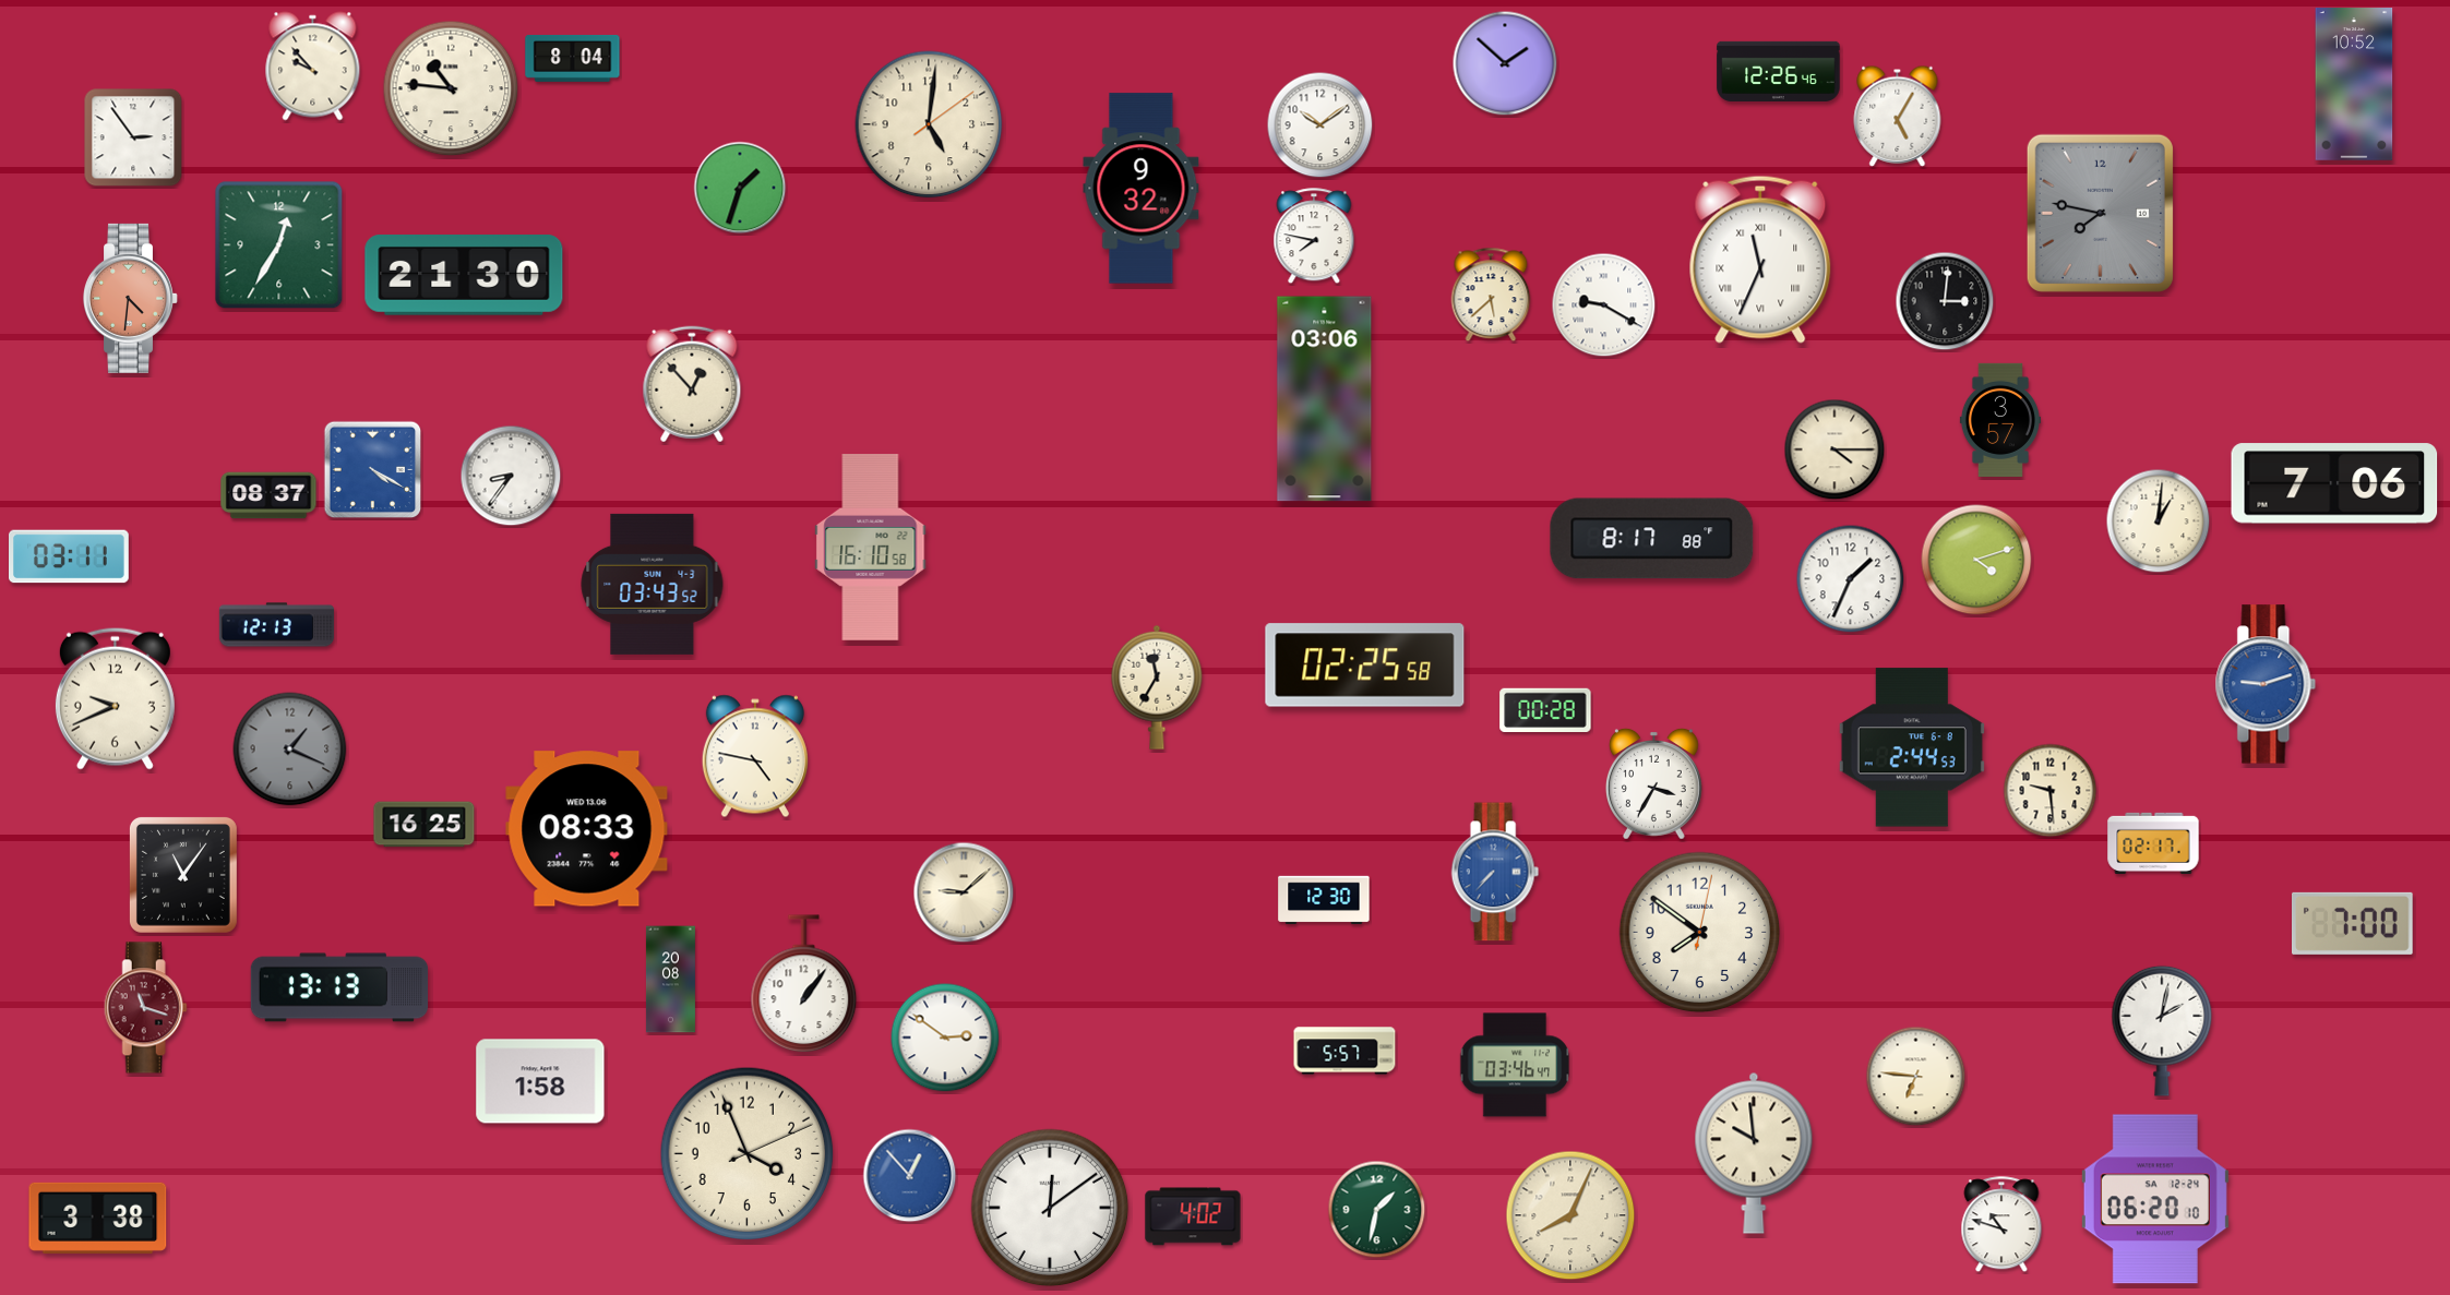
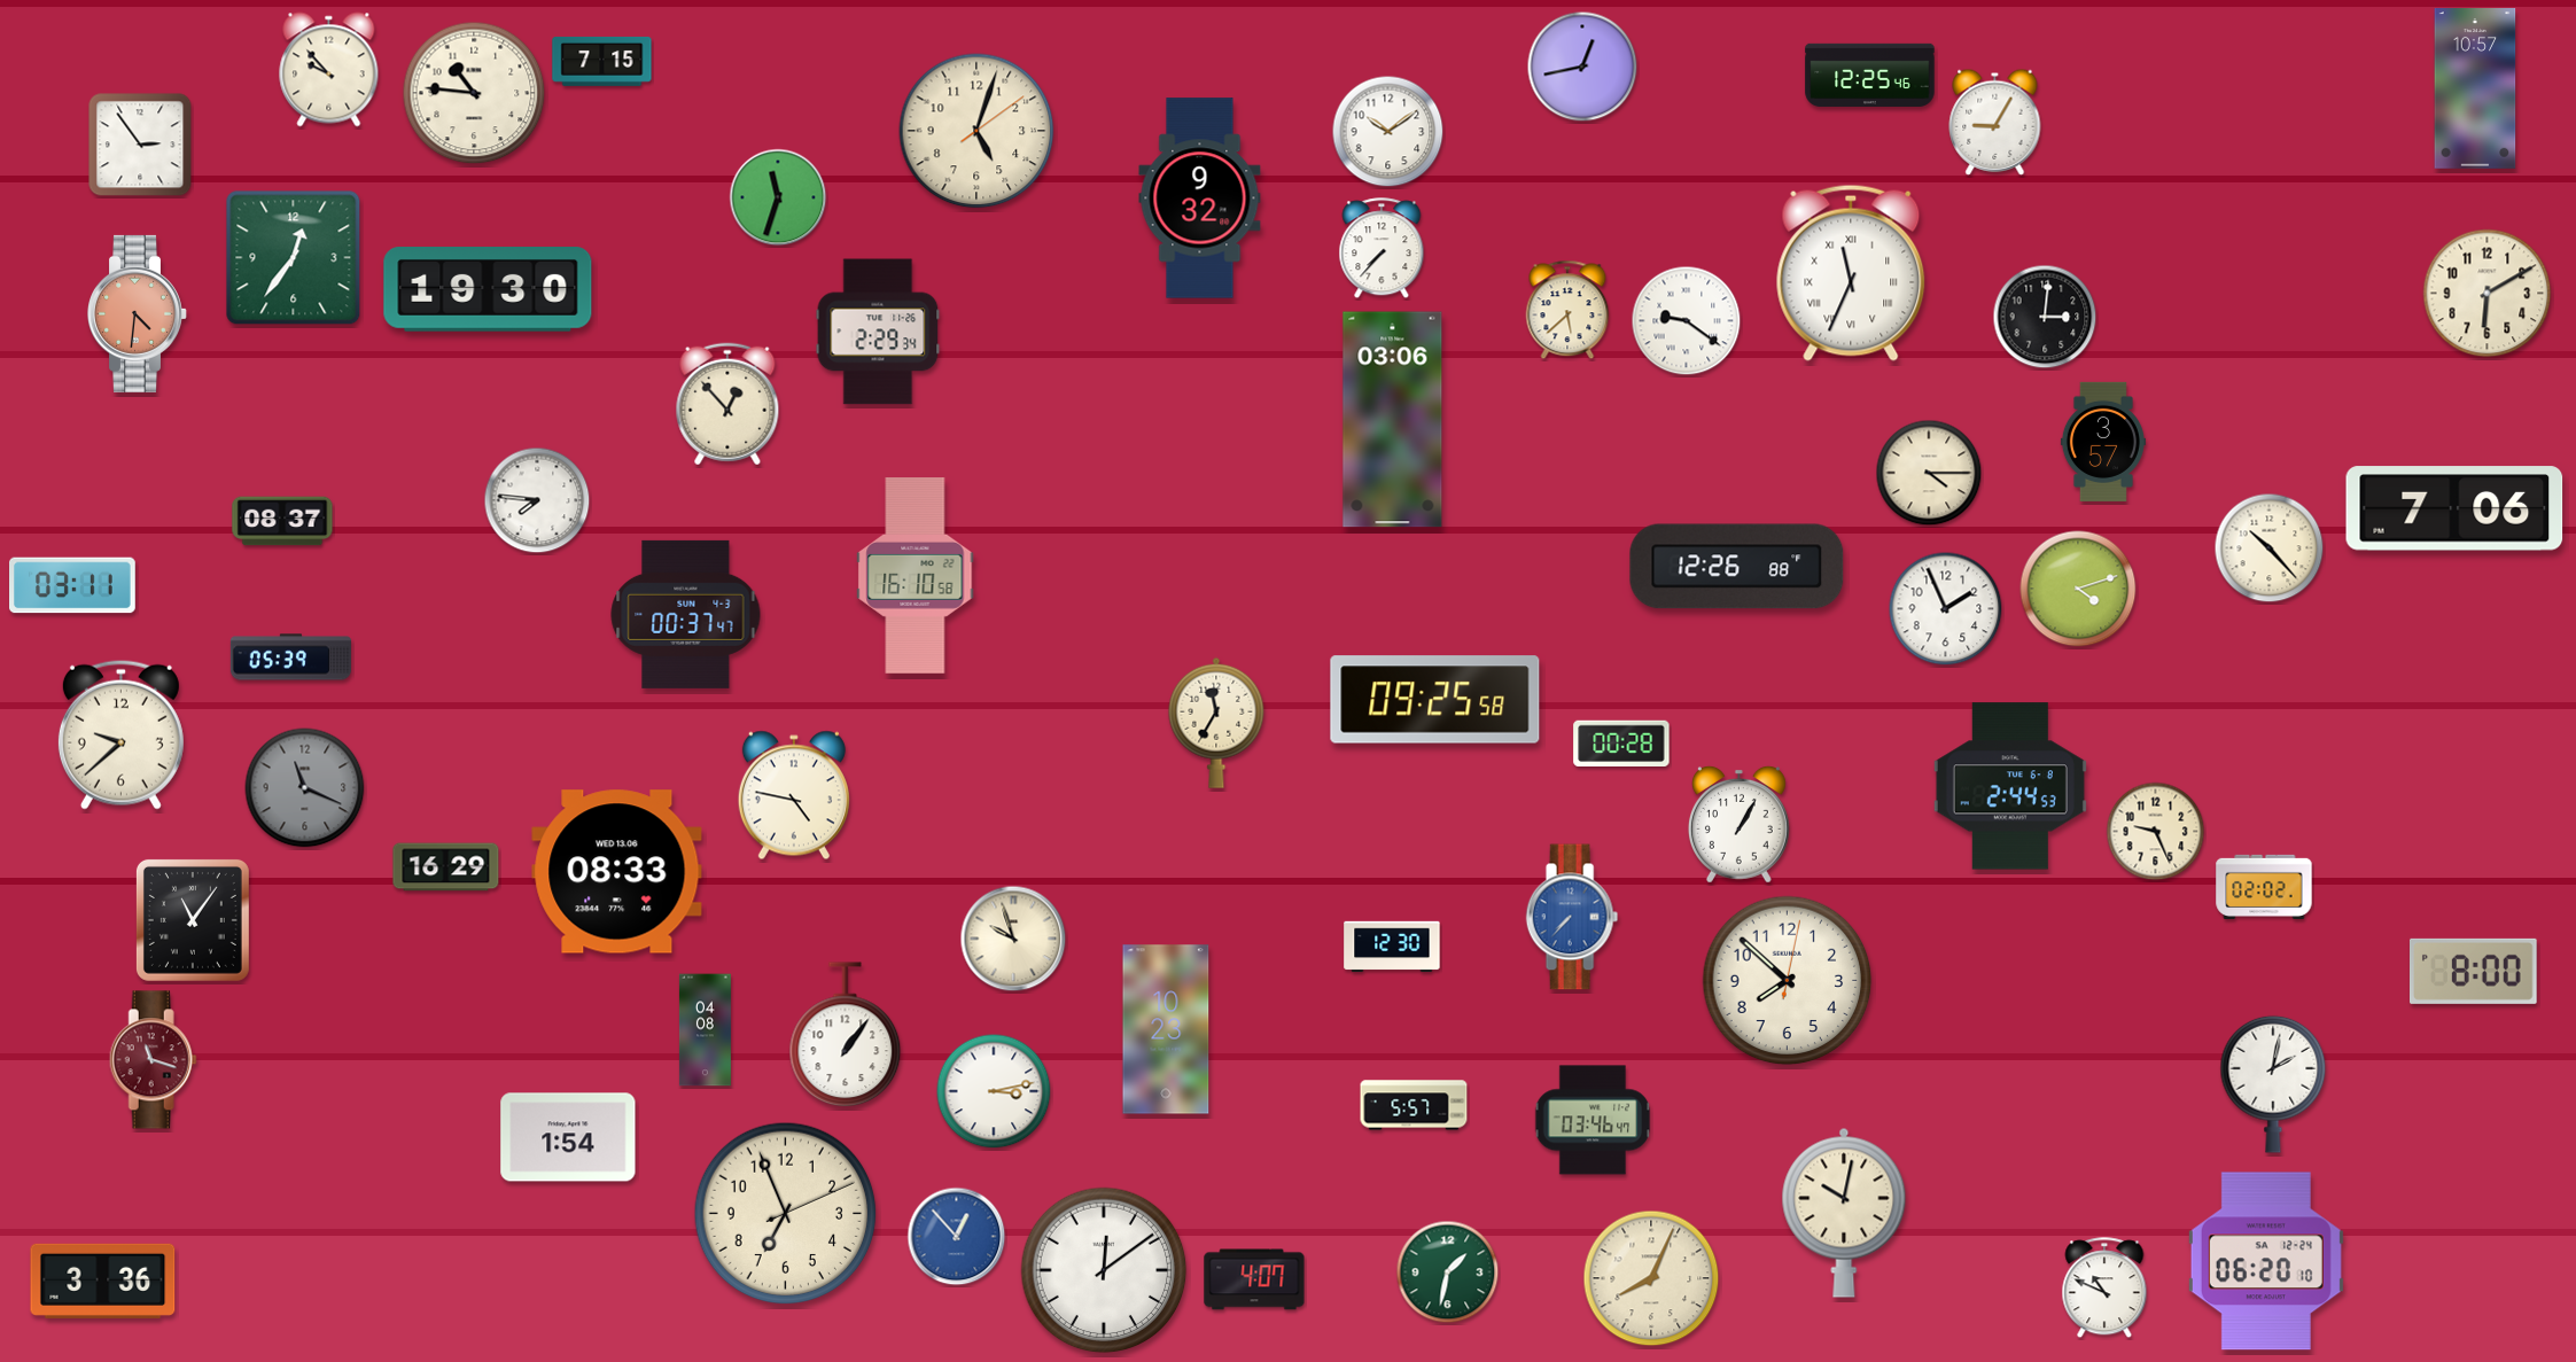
clock at (573, 58): 8:04 -> 7:15
clock at (1505, 63): 1:52 -> 12:43
clock at (1779, 71): 12:26 -> 12:25
clock at (2354, 85): 10:52 -> 10:57
clock at (1898, 116): 5:05 -> 9:05
clock at (929, 124): 5:01 -> 5:03
clock at (740, 188): 1:33 -> 11:33
clock at (2100, 213): 7:47 -> none
clock at (1314, 237): 7:47 -> 7:37
clock at (279, 245): 12:35 -> 12:36
clock at (464, 276): 21:30 -> 19:30
clock at (2488, 294): none -> 6:10
clock at (1604, 305): 9:20 -> 9:21
clock at (878, 332): none -> 2:29
clock at (373, 470): 4:20 -> none
clock at (511, 476): 8:36 -> 7:46
clock at (2159, 521): 1:01 -> 10:23
clock at (1652, 539): 8:17 -> 12:26
clock at (1851, 579): 1:34 -> 1:56
clock at (653, 584): 03:43 -> 00:37
clock at (276, 625): 12:13 -> 05:39
clock at (1365, 666): 02:25 -> 09:25
clock at (2266, 684): 9:12 -> none
clock at (115, 698): 9:41 -> 9:38
clock at (1545, 709) position: (1545, 709) -> (1621, 742)
clock at (290, 750): 1:19 -> 11:19
clock at (1653, 783): 3:35 -> 1:05
clock at (2051, 791): 9:29 -> 9:26
clock at (425, 825): 16:25 -> 16:29
clock at (2153, 842): 02:17 -> 02:02
clock at (964, 892): 9:08 -> 9:57
clock at (2353, 923): 7:00 -> 8:00
clock at (1700, 933): 7:51 -> 7:52
clock at (1166, 1029): none -> 10:23
clock at (670, 980): 20:08 -> 04:08
clock at (339, 987): 13:13 -> none
clock at (945, 1038): 2:51 -> 3:13
clock at (1916, 1077): 6:46 -> none
clock at (540, 1081): 1:58 -> 1:54
clock at (1754, 1153): 9:59 -> 10:02
clock at (748, 1154): 3:56 -> 6:56
clock at (1193, 1216): 4:02 -> 4:07
clock at (98, 1218): 3:38 -> 3:36
clock at (2001, 1225): 10:48 -> 10:49
